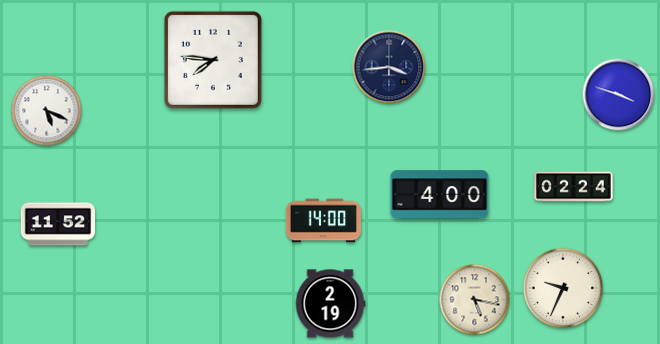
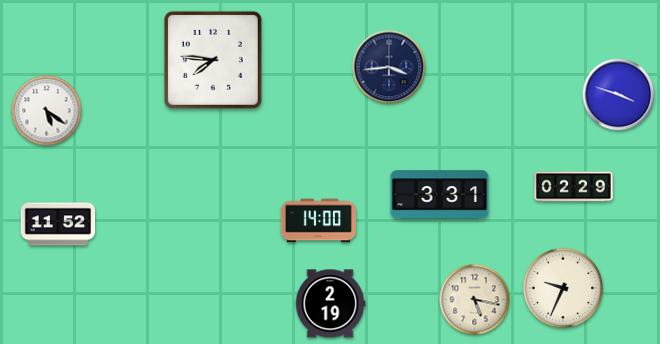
clock at (47, 111): 5:19 -> 5:21
clock at (574, 187): 02:24 -> 02:29
clock at (440, 195): 4:00 -> 3:31
clock at (323, 221) position: (323, 221) -> (318, 221)
